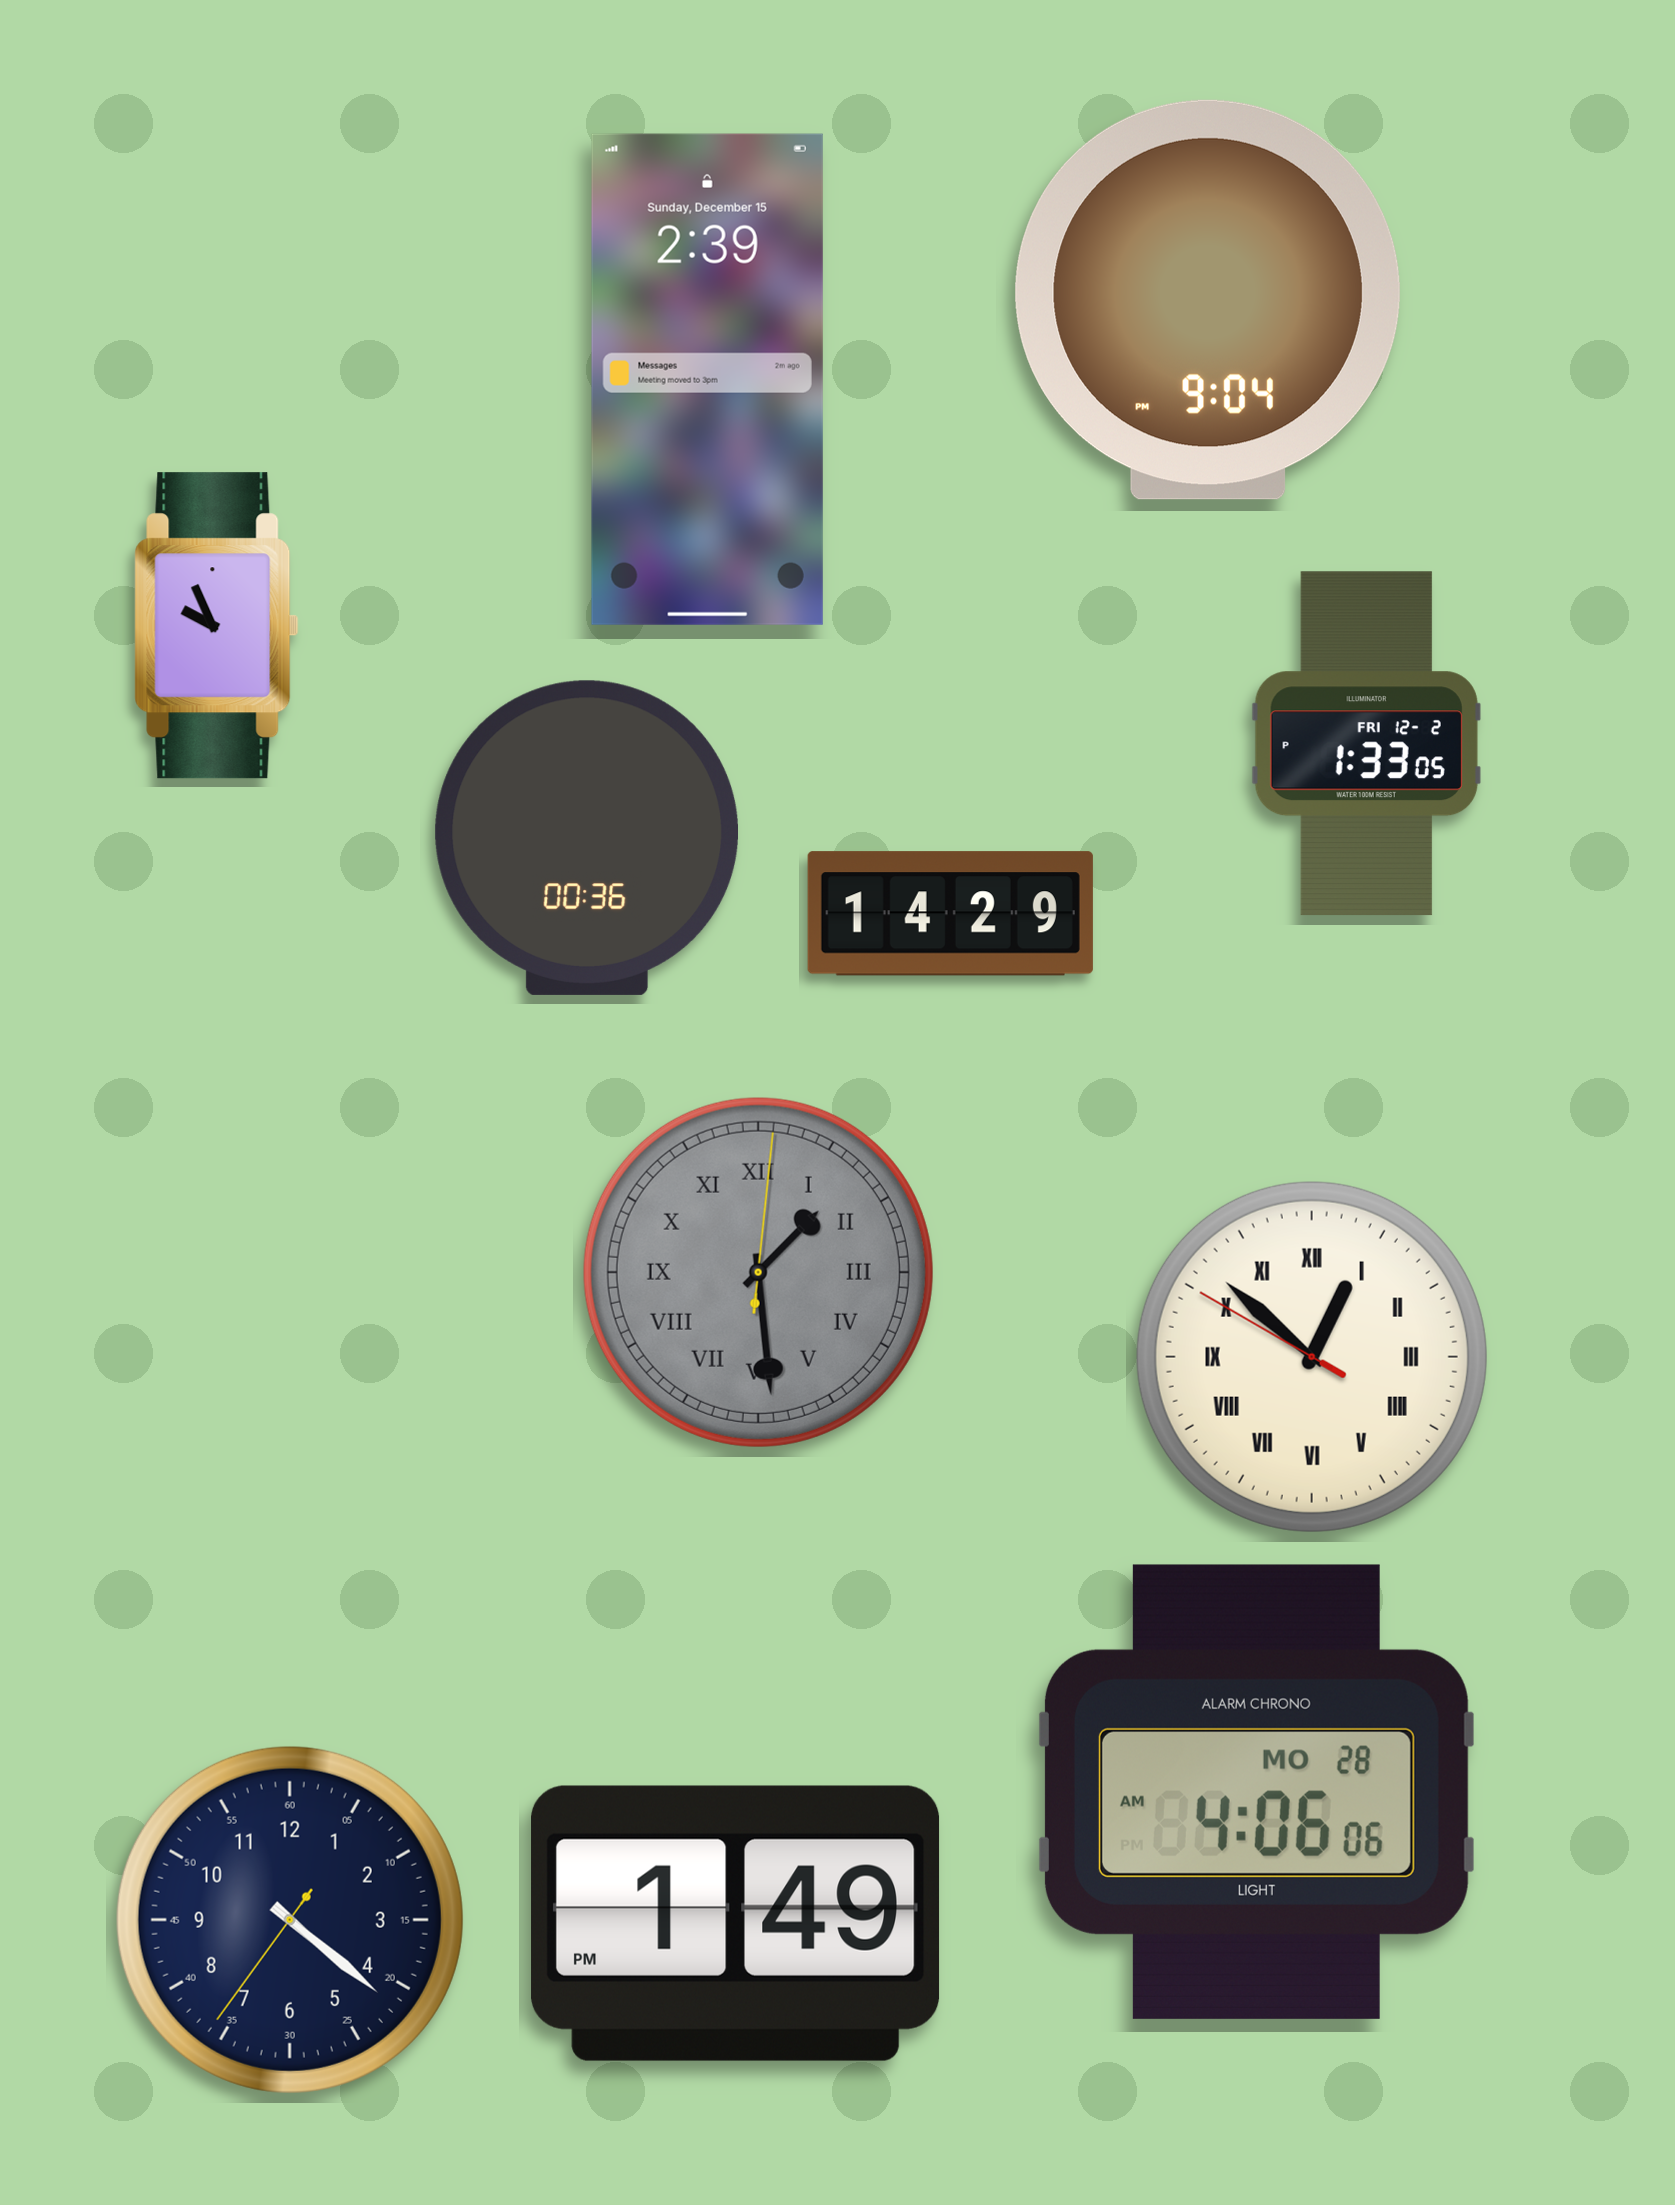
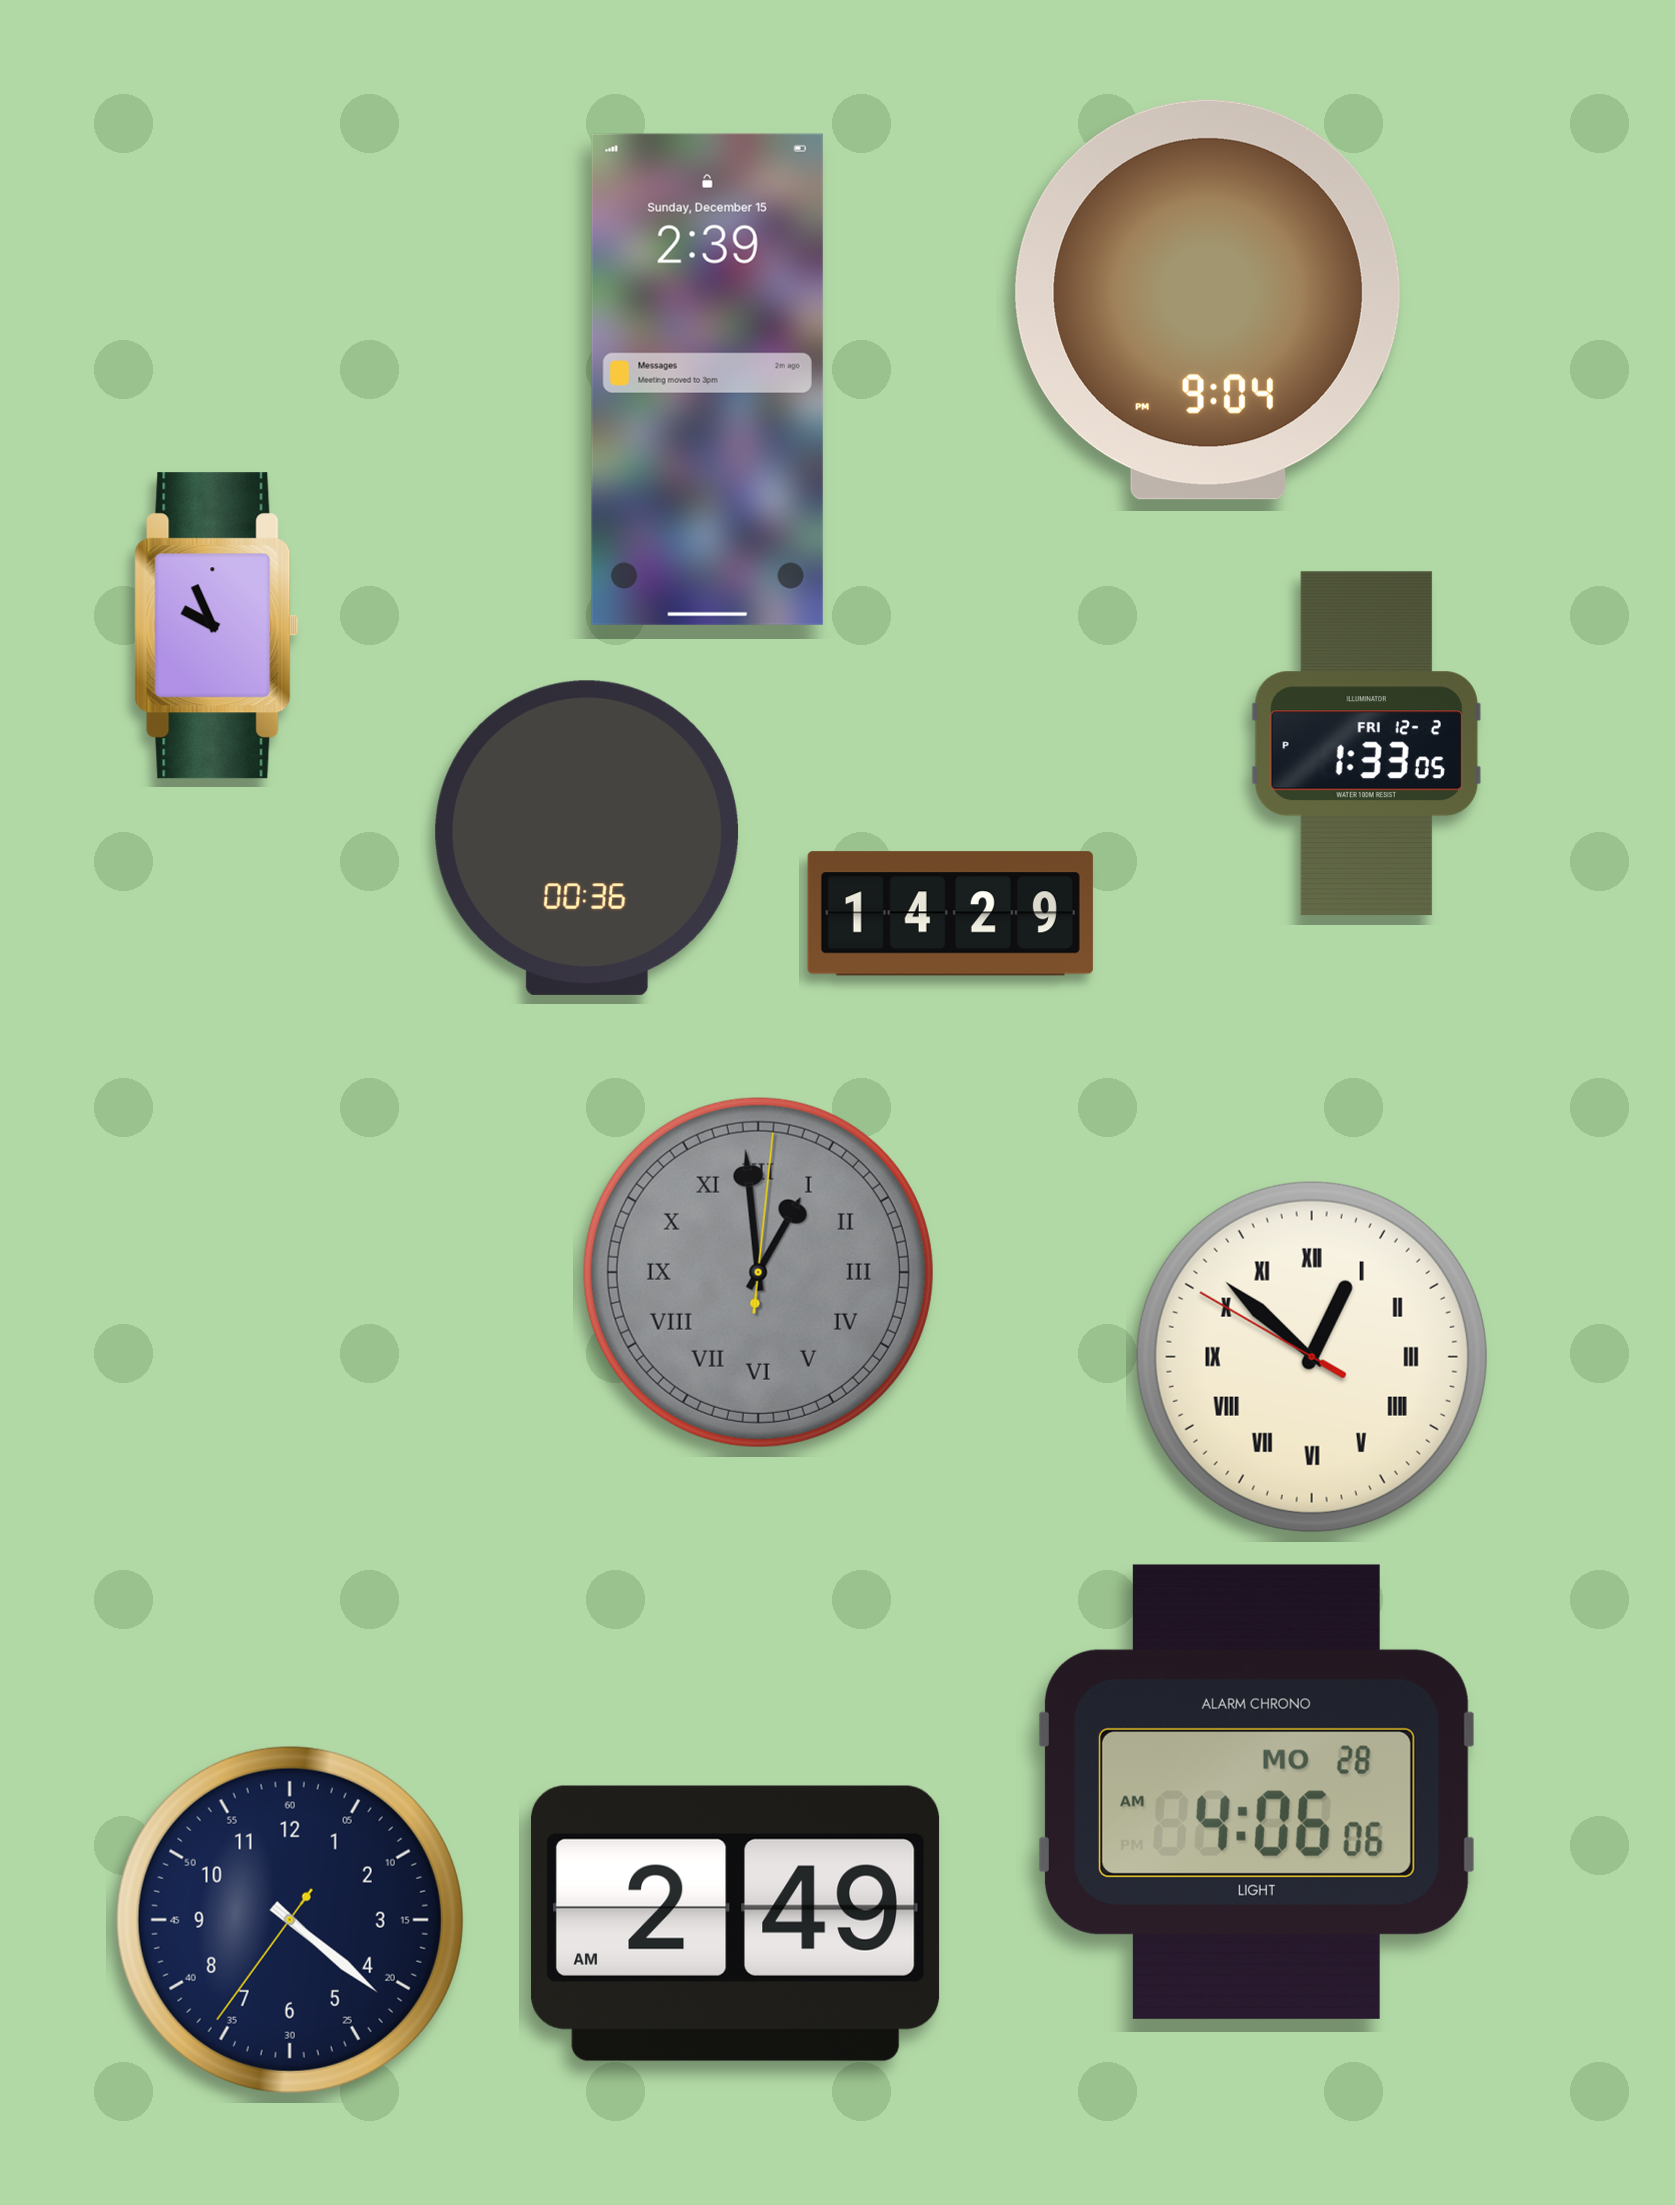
clock at (758, 1272): 1:29 -> 12:59
clock at (736, 1923): 1:49 -> 2:49
